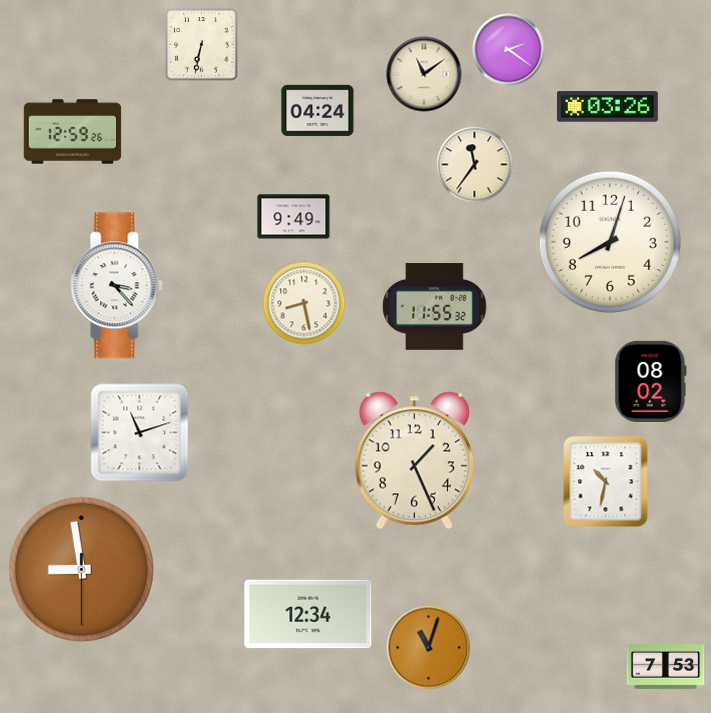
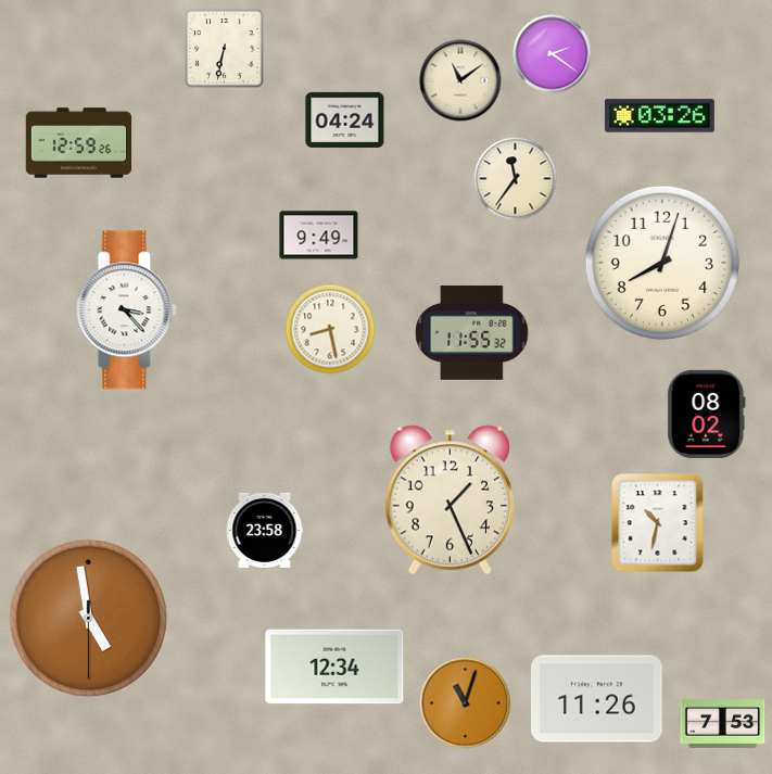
clock at (202, 45) position: (202, 45) -> (225, 49)
clock at (140, 433): 11:12 -> none
clock at (265, 530): none -> 23:58
clock at (81, 569): 8:58 -> 4:58
clock at (597, 699): none -> 11:26
